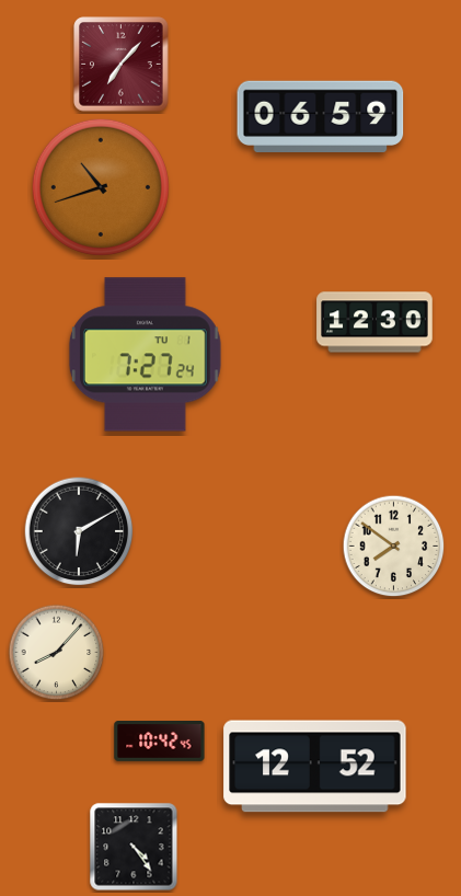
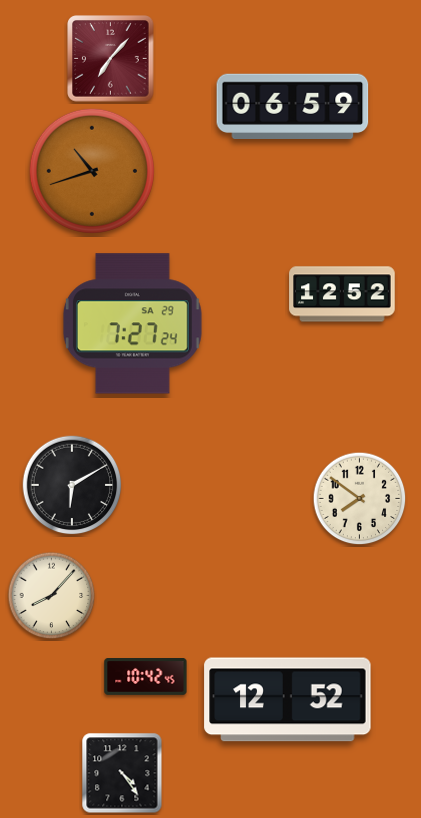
clock at (374, 322): 12:30 -> 12:52
clock at (145, 355) date: TU 1 -> SA 29
